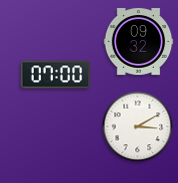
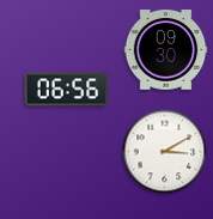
clock at (139, 42): 09:32 -> 09:30
clock at (56, 75): 07:00 -> 06:56
